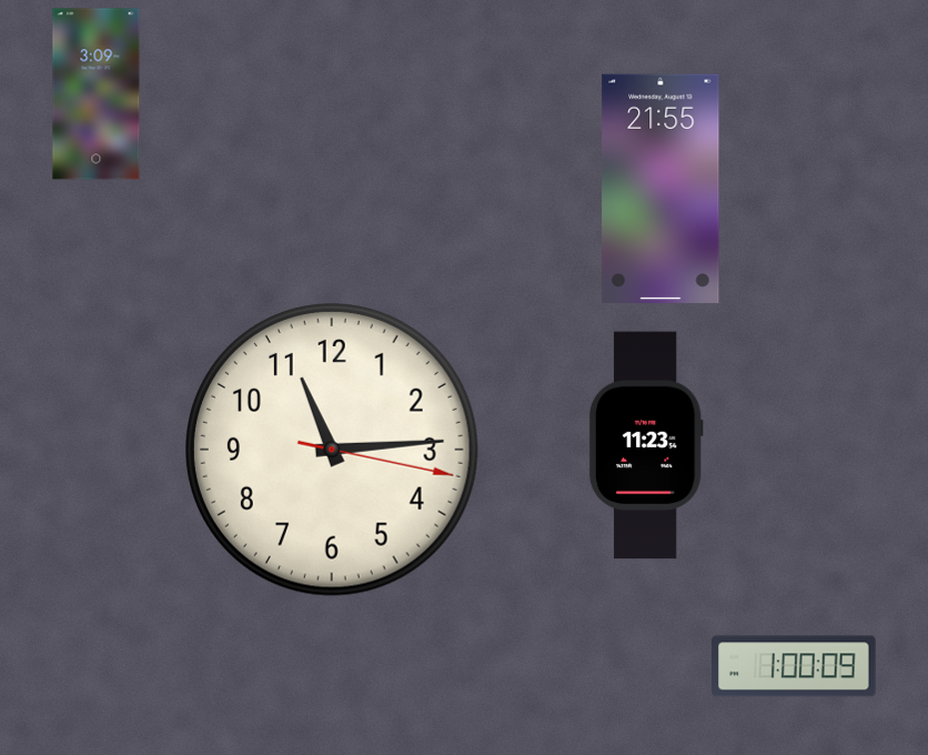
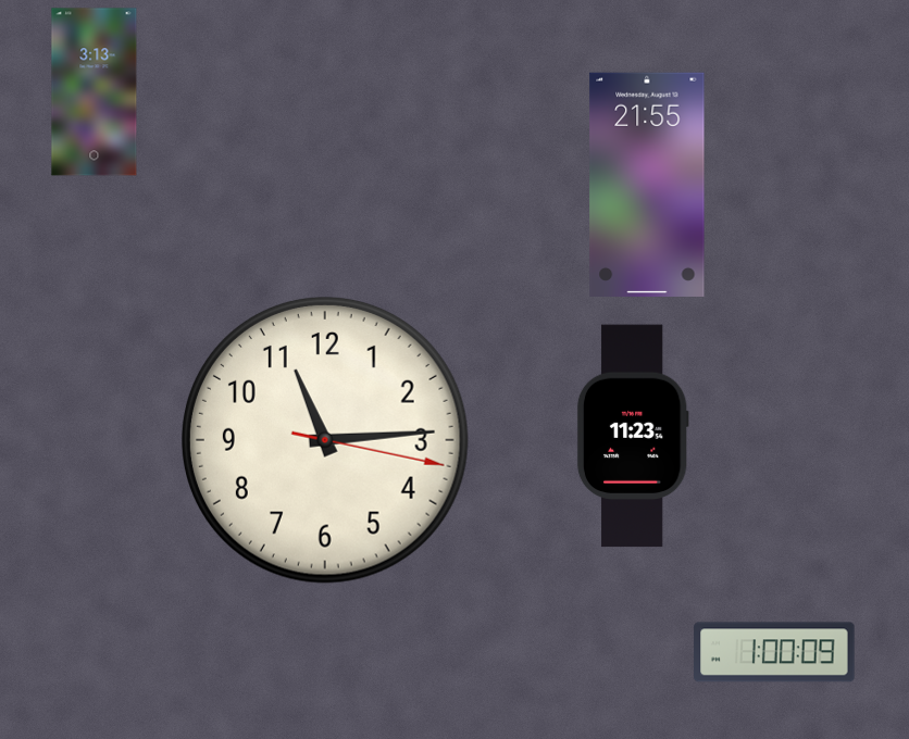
clock at (97, 94): 3:09 -> 3:13
clock at (794, 666) position: (794, 666) -> (774, 652)
